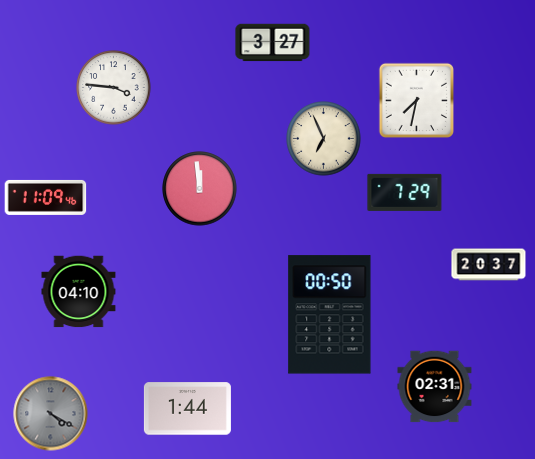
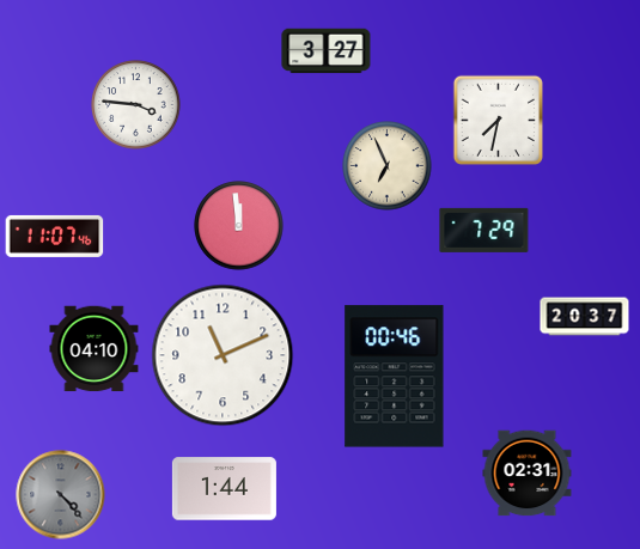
clock at (46, 197): 11:09 -> 11:07
clock at (223, 355): none -> 11:11
clock at (330, 315): 00:50 -> 00:46
clock at (435, 387) position: (435, 387) -> (528, 474)
clock at (51, 414): 4:20 -> 4:23
